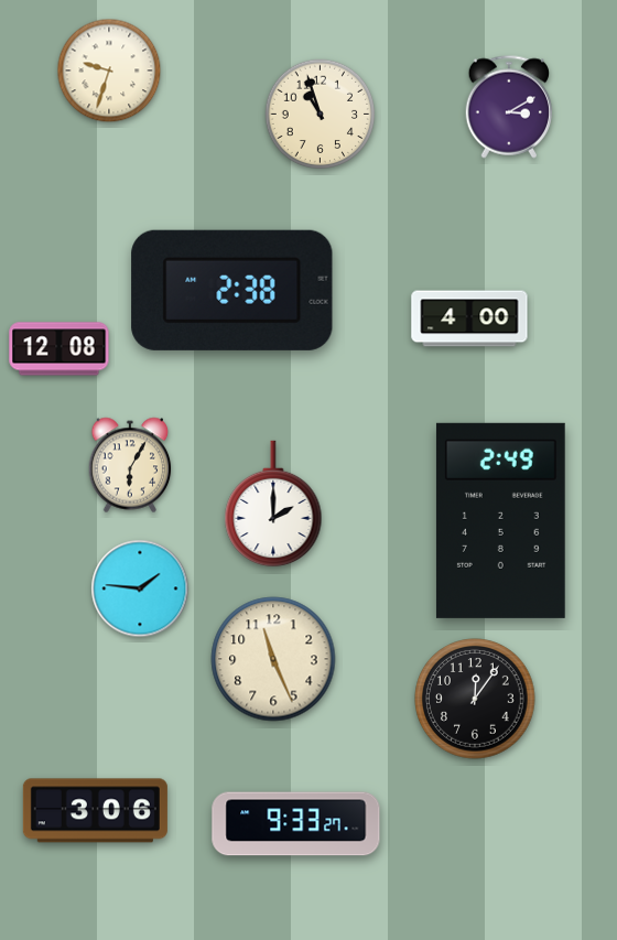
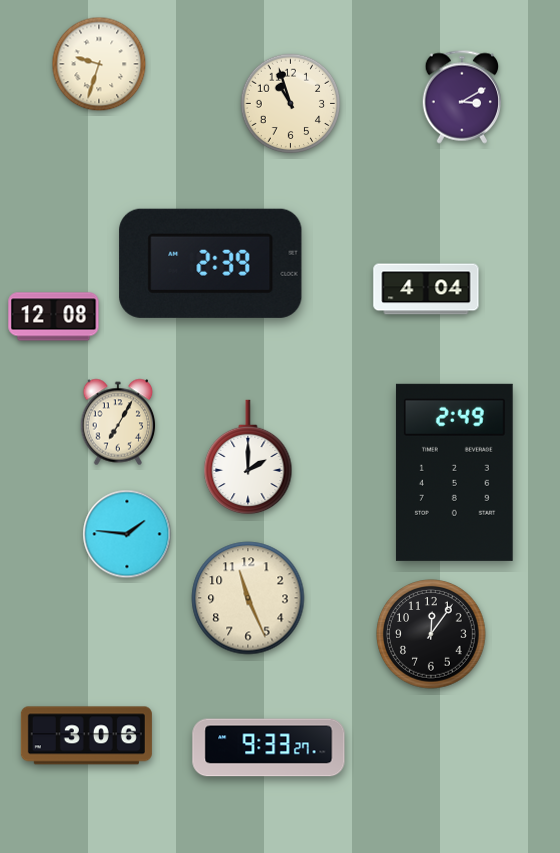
clock at (232, 290): 2:38 -> 2:39
clock at (469, 318): 4:00 -> 4:04
clock at (130, 465): 6:05 -> 7:05
